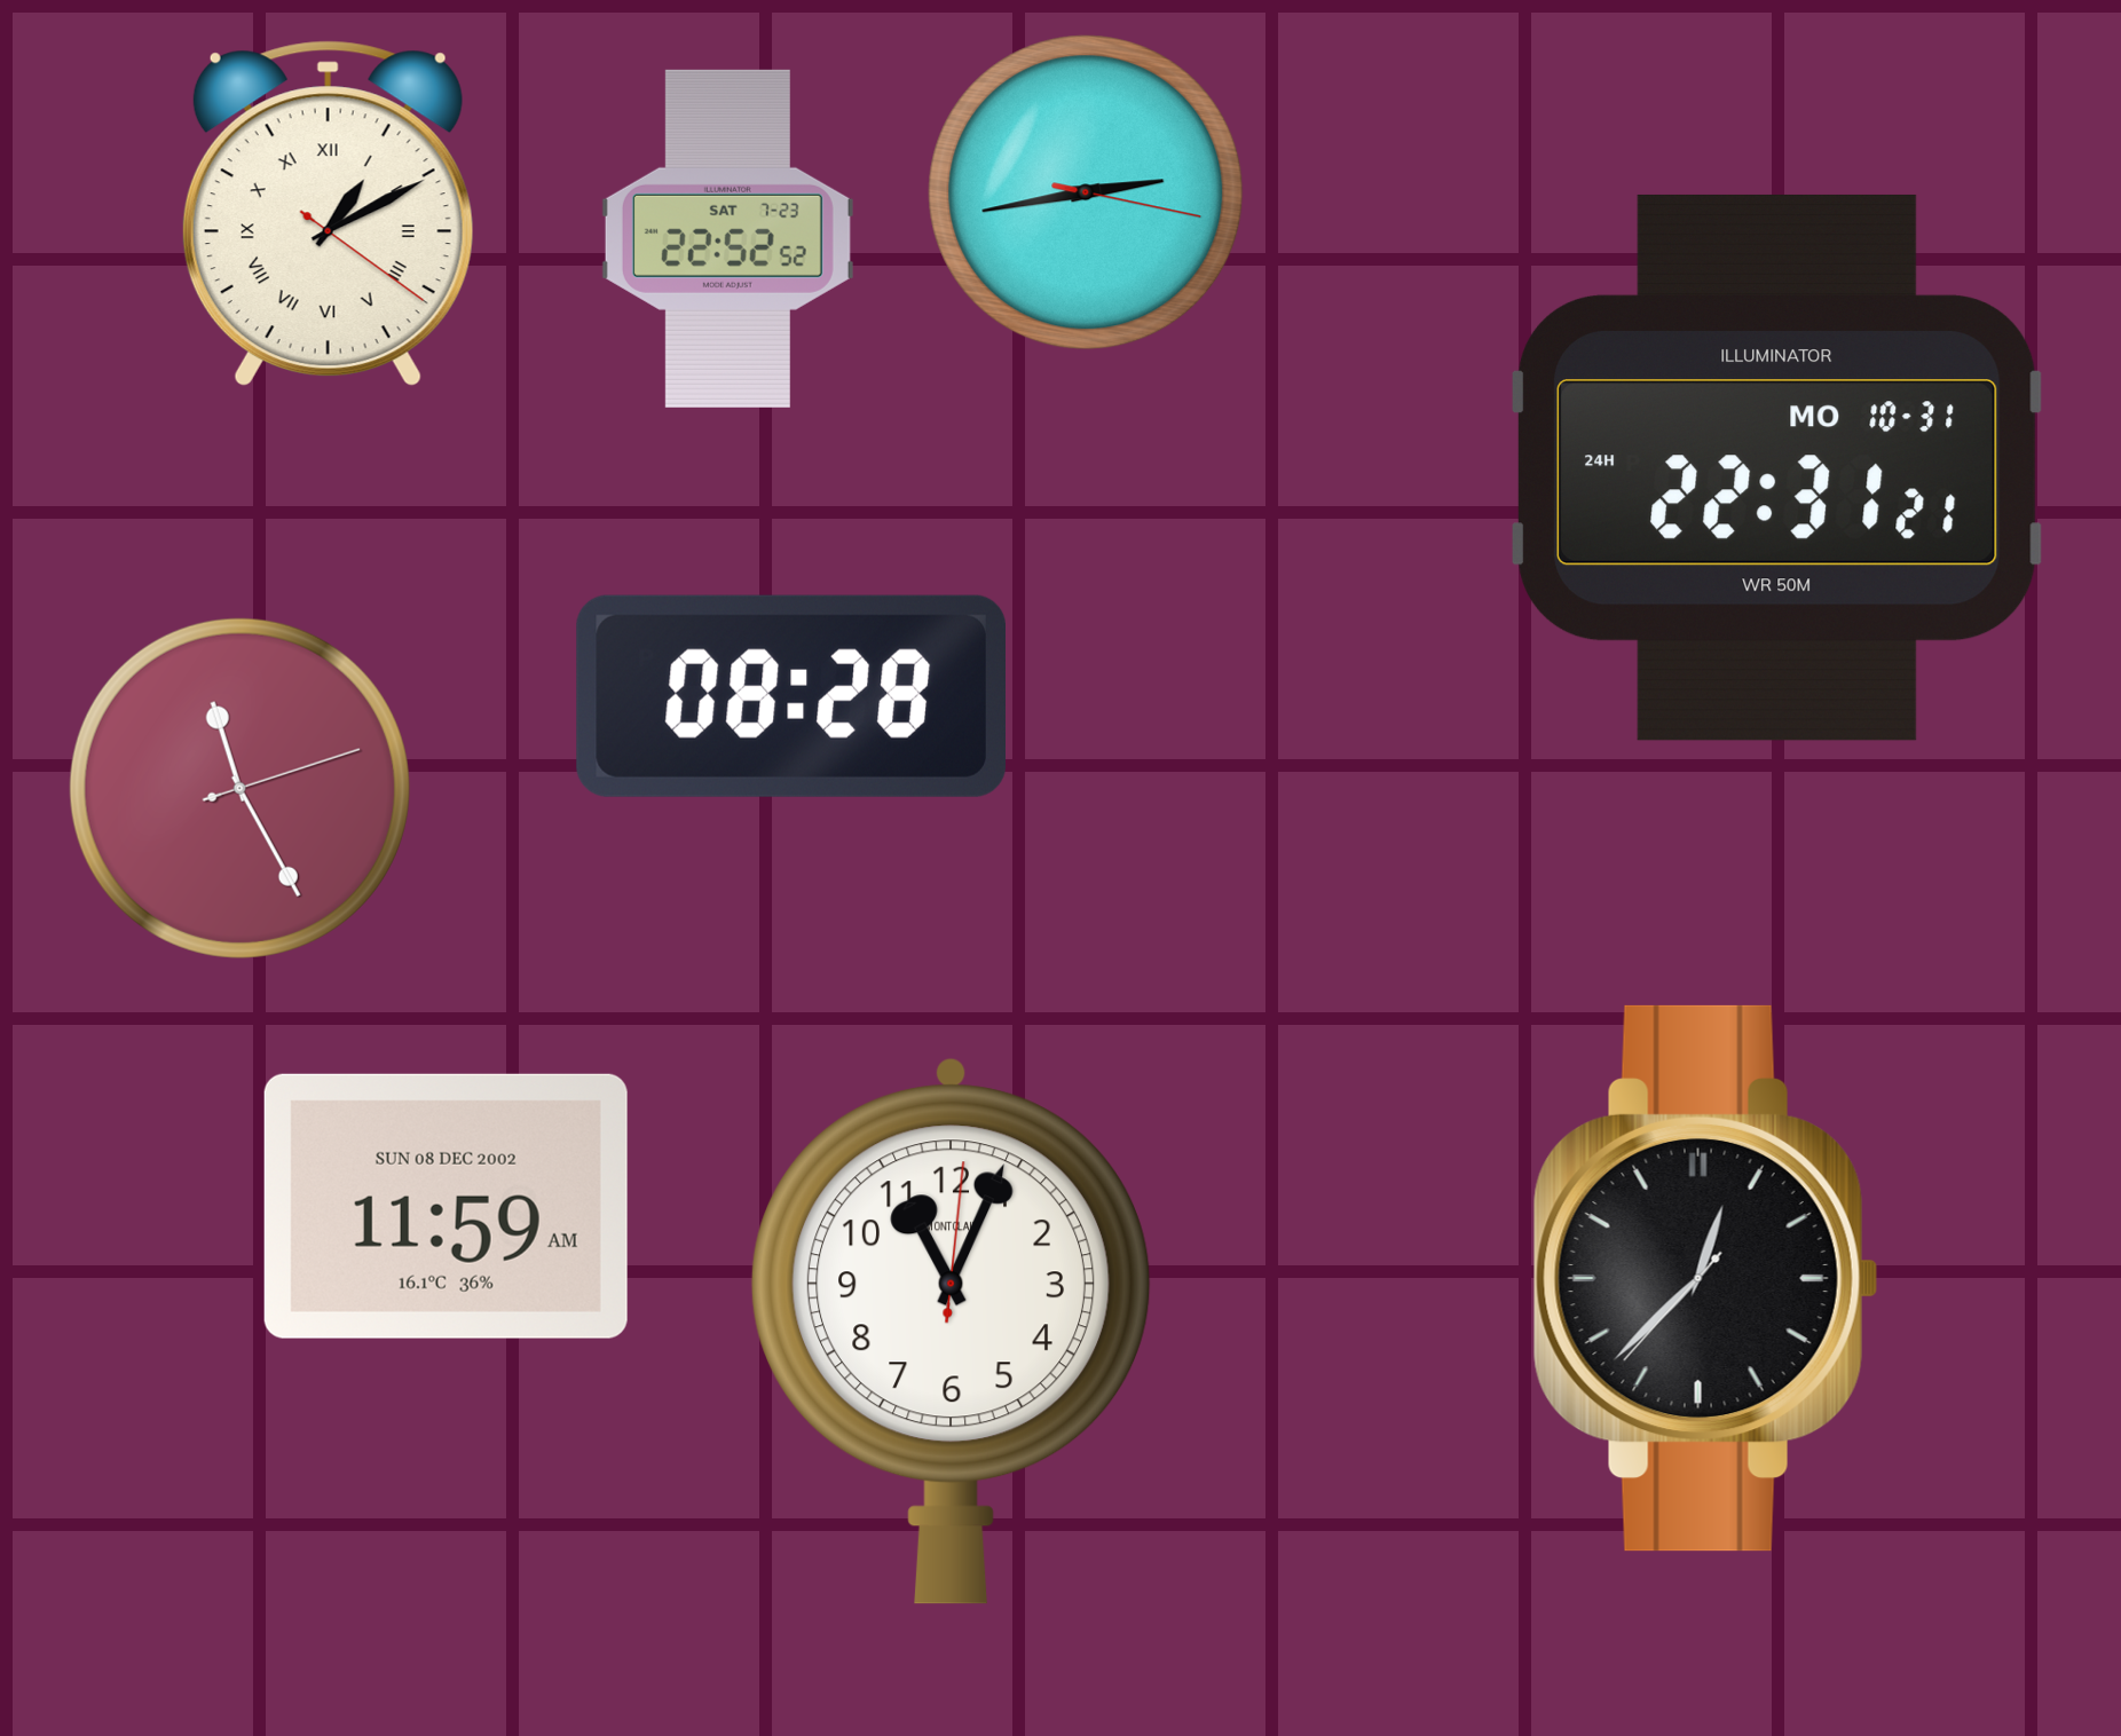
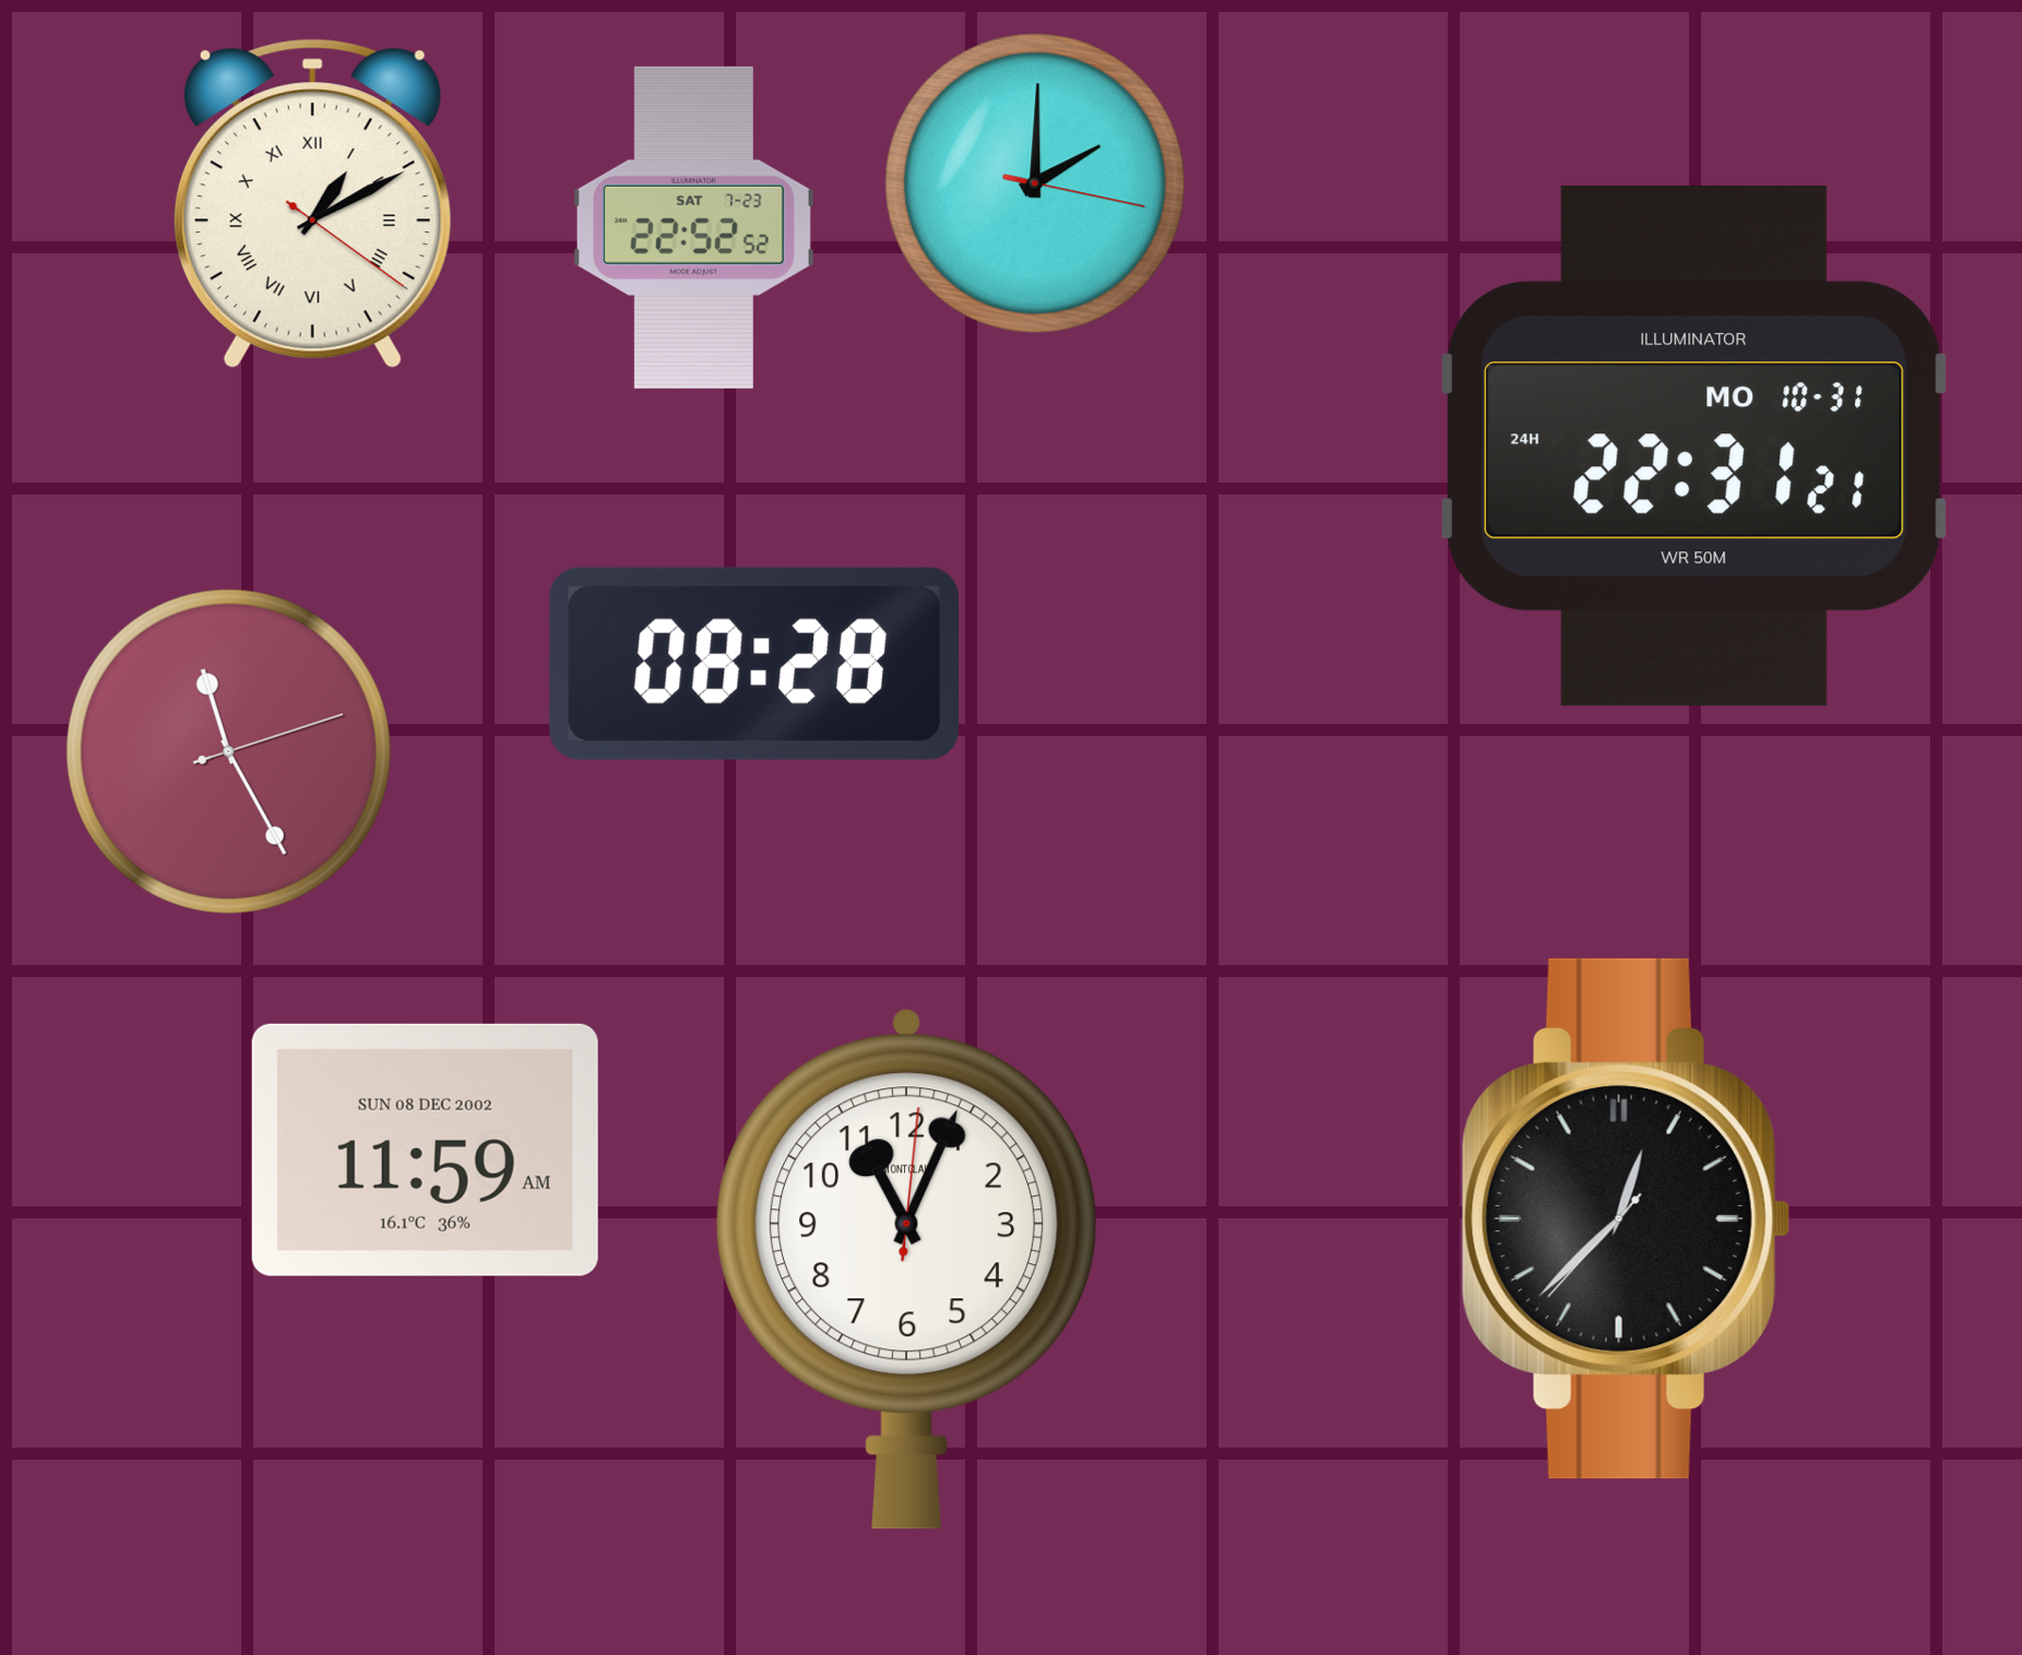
clock at (1086, 192): 2:43 -> 2:00
